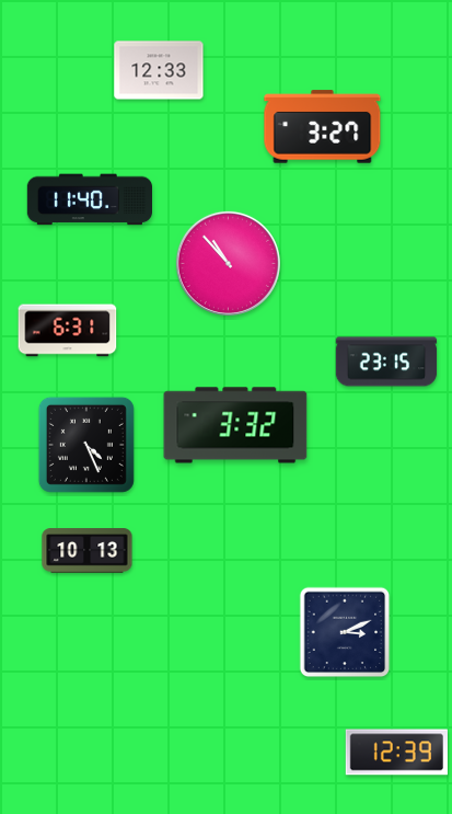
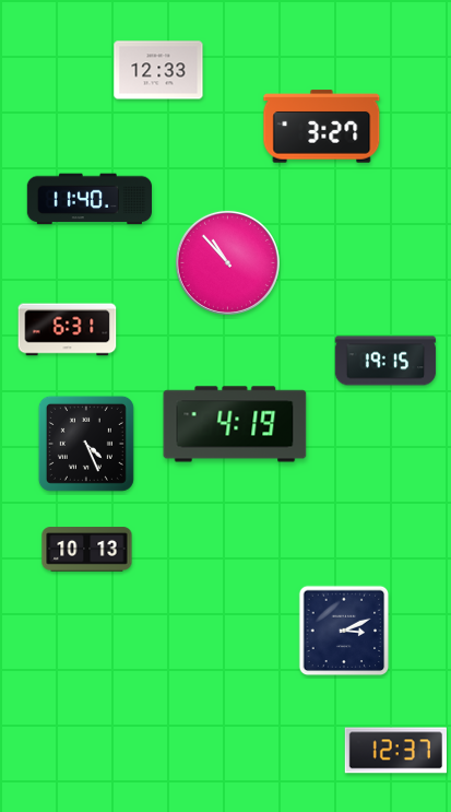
clock at (386, 362): 23:15 -> 19:15
clock at (235, 425): 3:32 -> 4:19
clock at (396, 753): 12:39 -> 12:37
